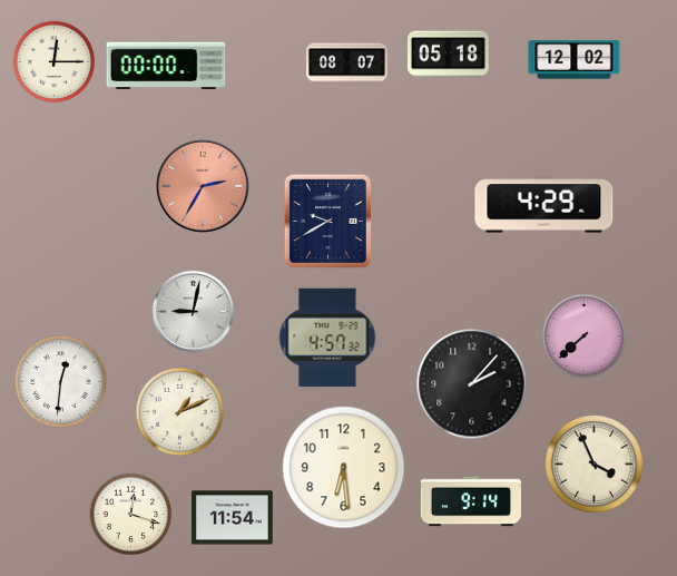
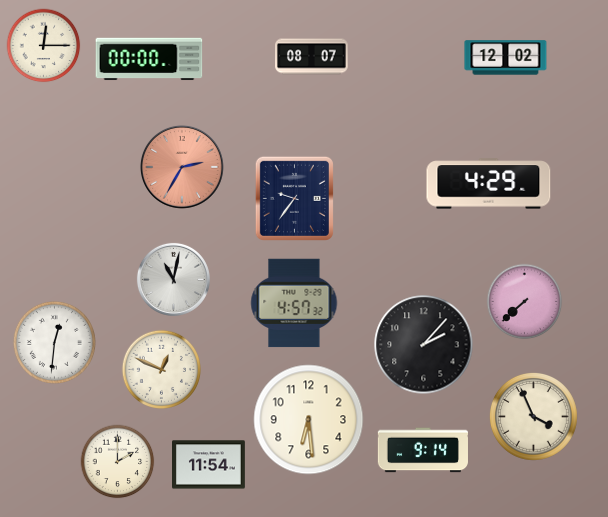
clock at (449, 55): 05:18 -> none
clock at (575, 60) position: (575, 60) -> (506, 58)
clock at (55, 62) position: (55, 62) -> (44, 46)
clock at (327, 221): 9:40 -> 9:36
clock at (193, 311): 9:02 -> 11:02
clock at (179, 411): 1:11 -> 12:49
clock at (131, 515): 12:18 -> 2:00
